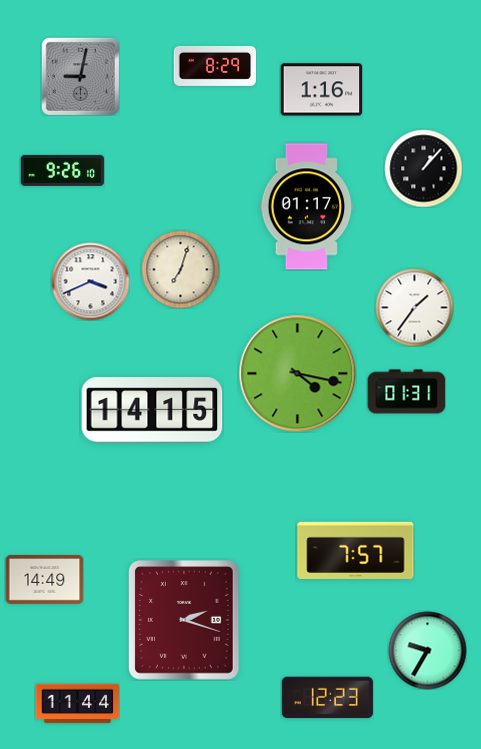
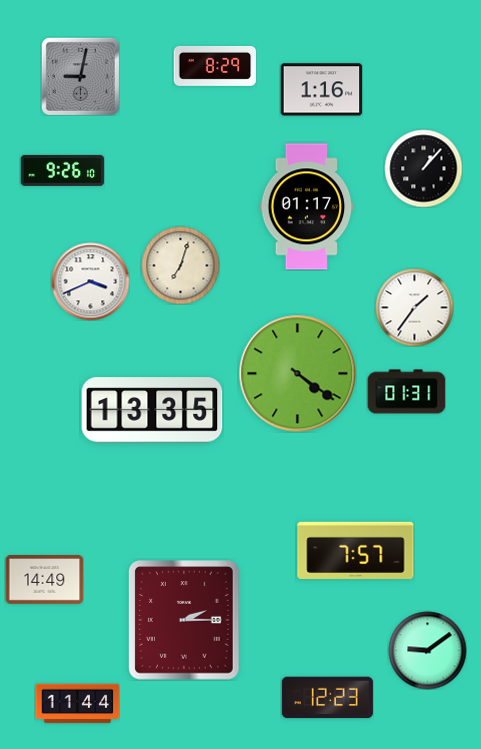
clock at (180, 269) position: (180, 269) -> (180, 265)
clock at (297, 373): 4:17 -> 4:21
clock at (152, 410): 14:15 -> 13:35
clock at (185, 620): 2:18 -> 2:15
clock at (427, 650): 9:35 -> 9:09
